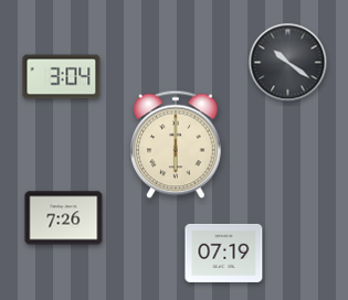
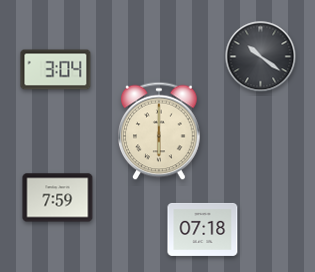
clock at (64, 218): 7:26 -> 7:59
clock at (224, 253): 07:19 -> 07:18
